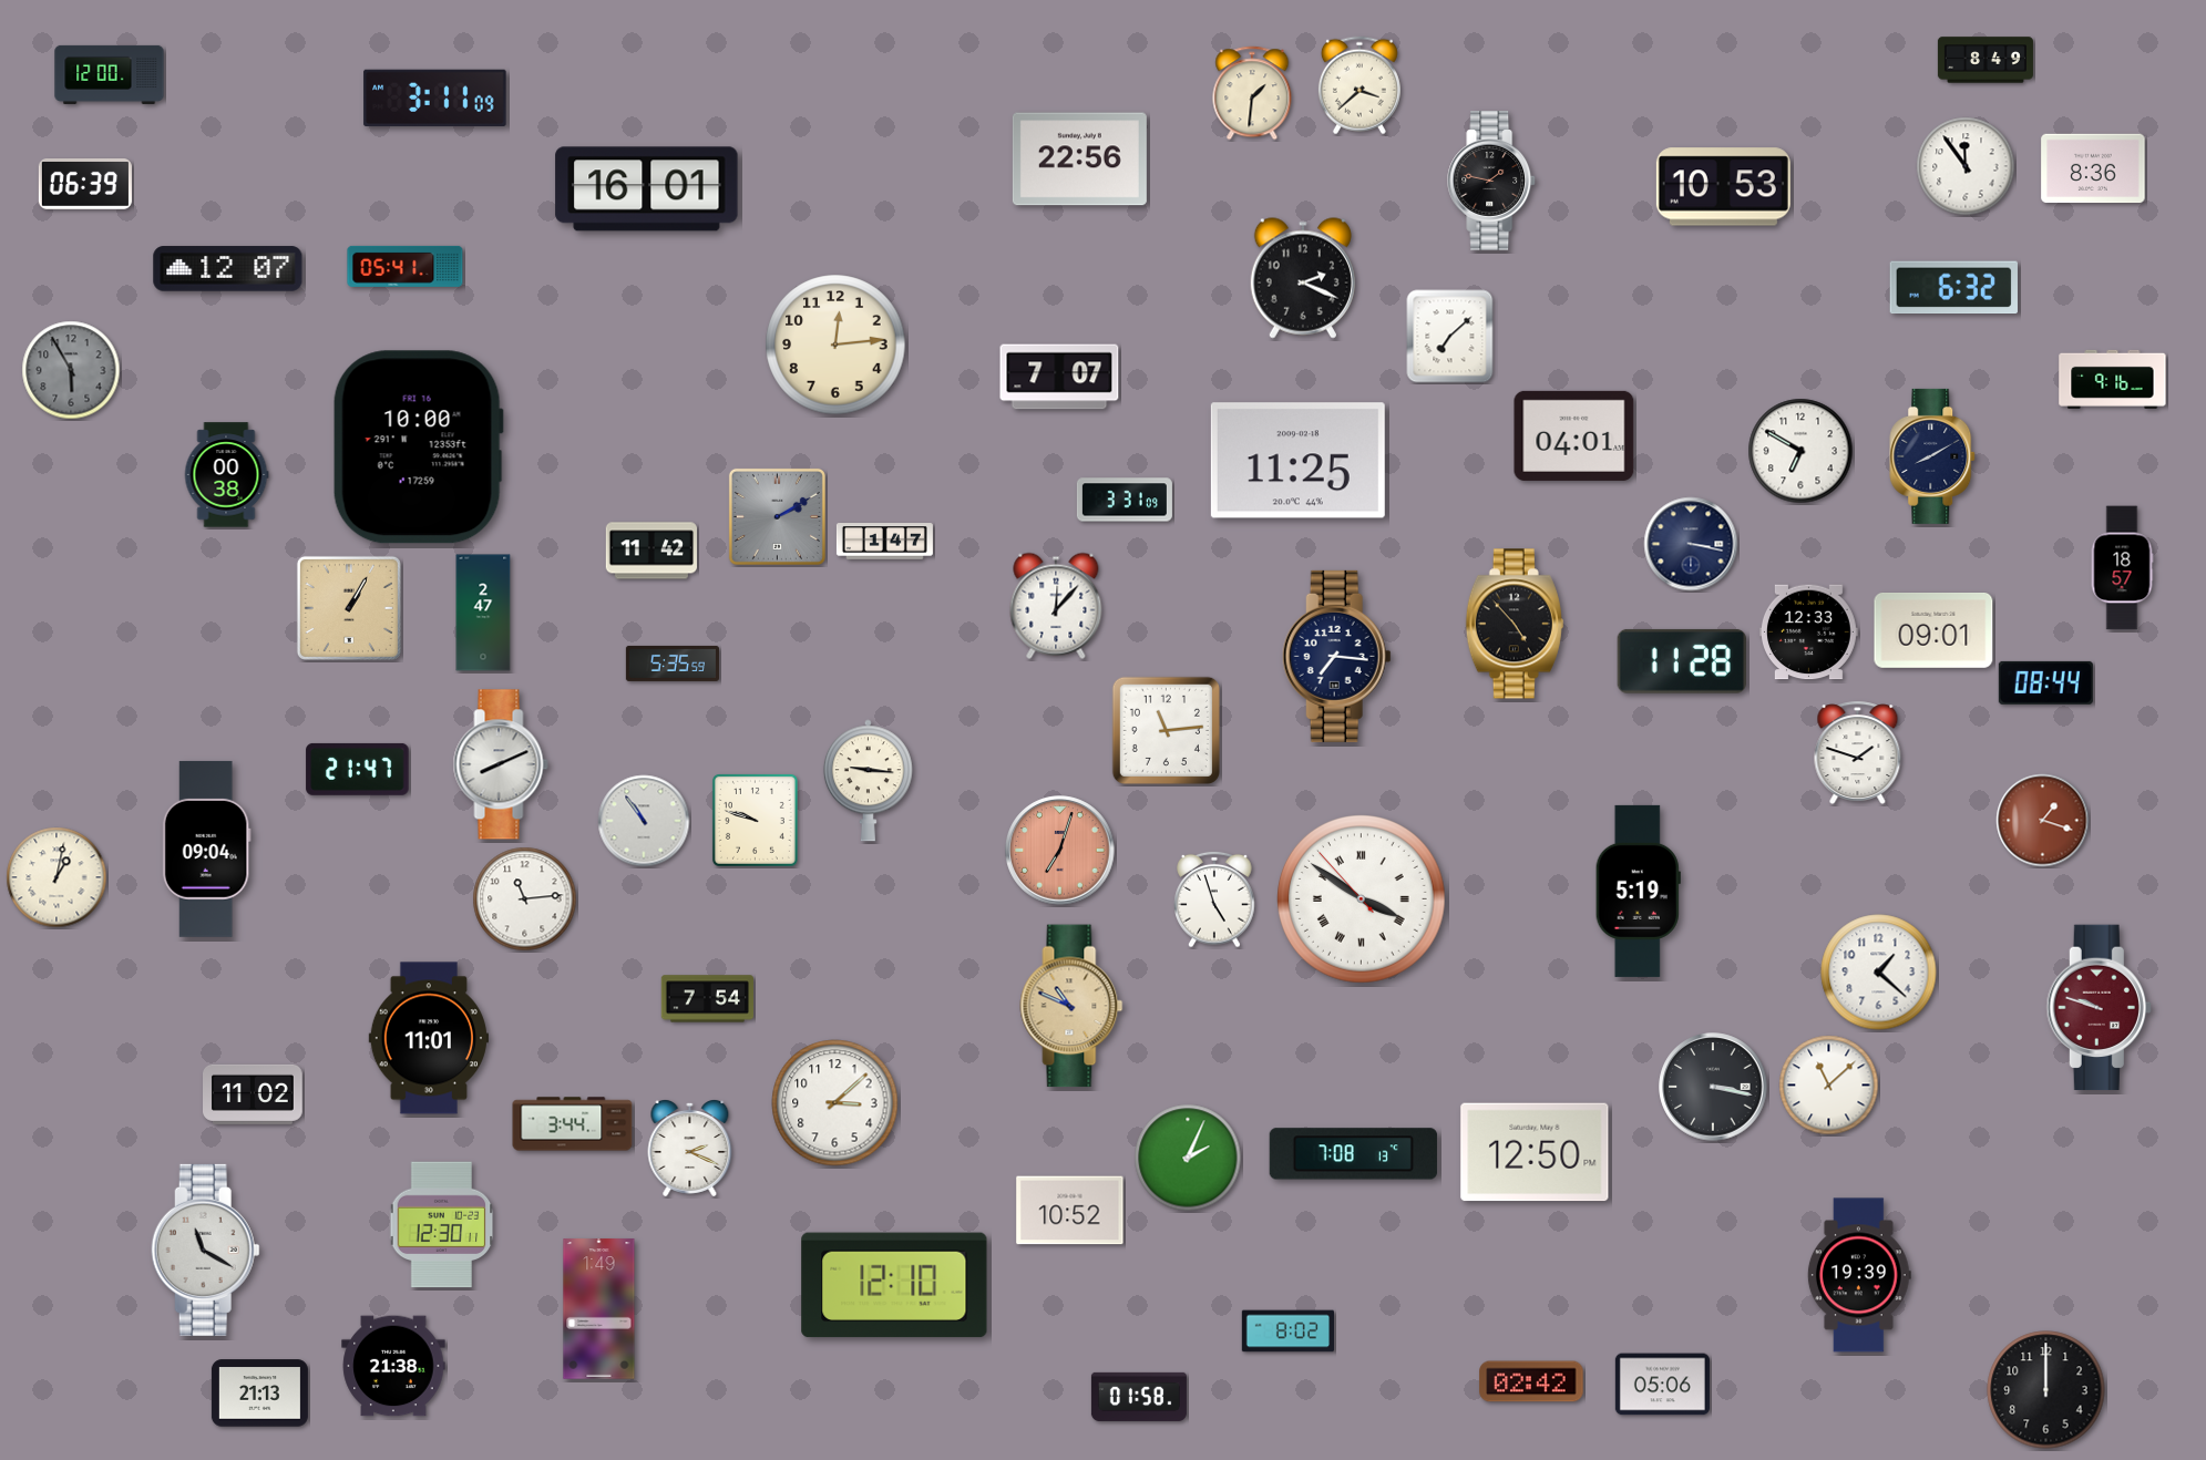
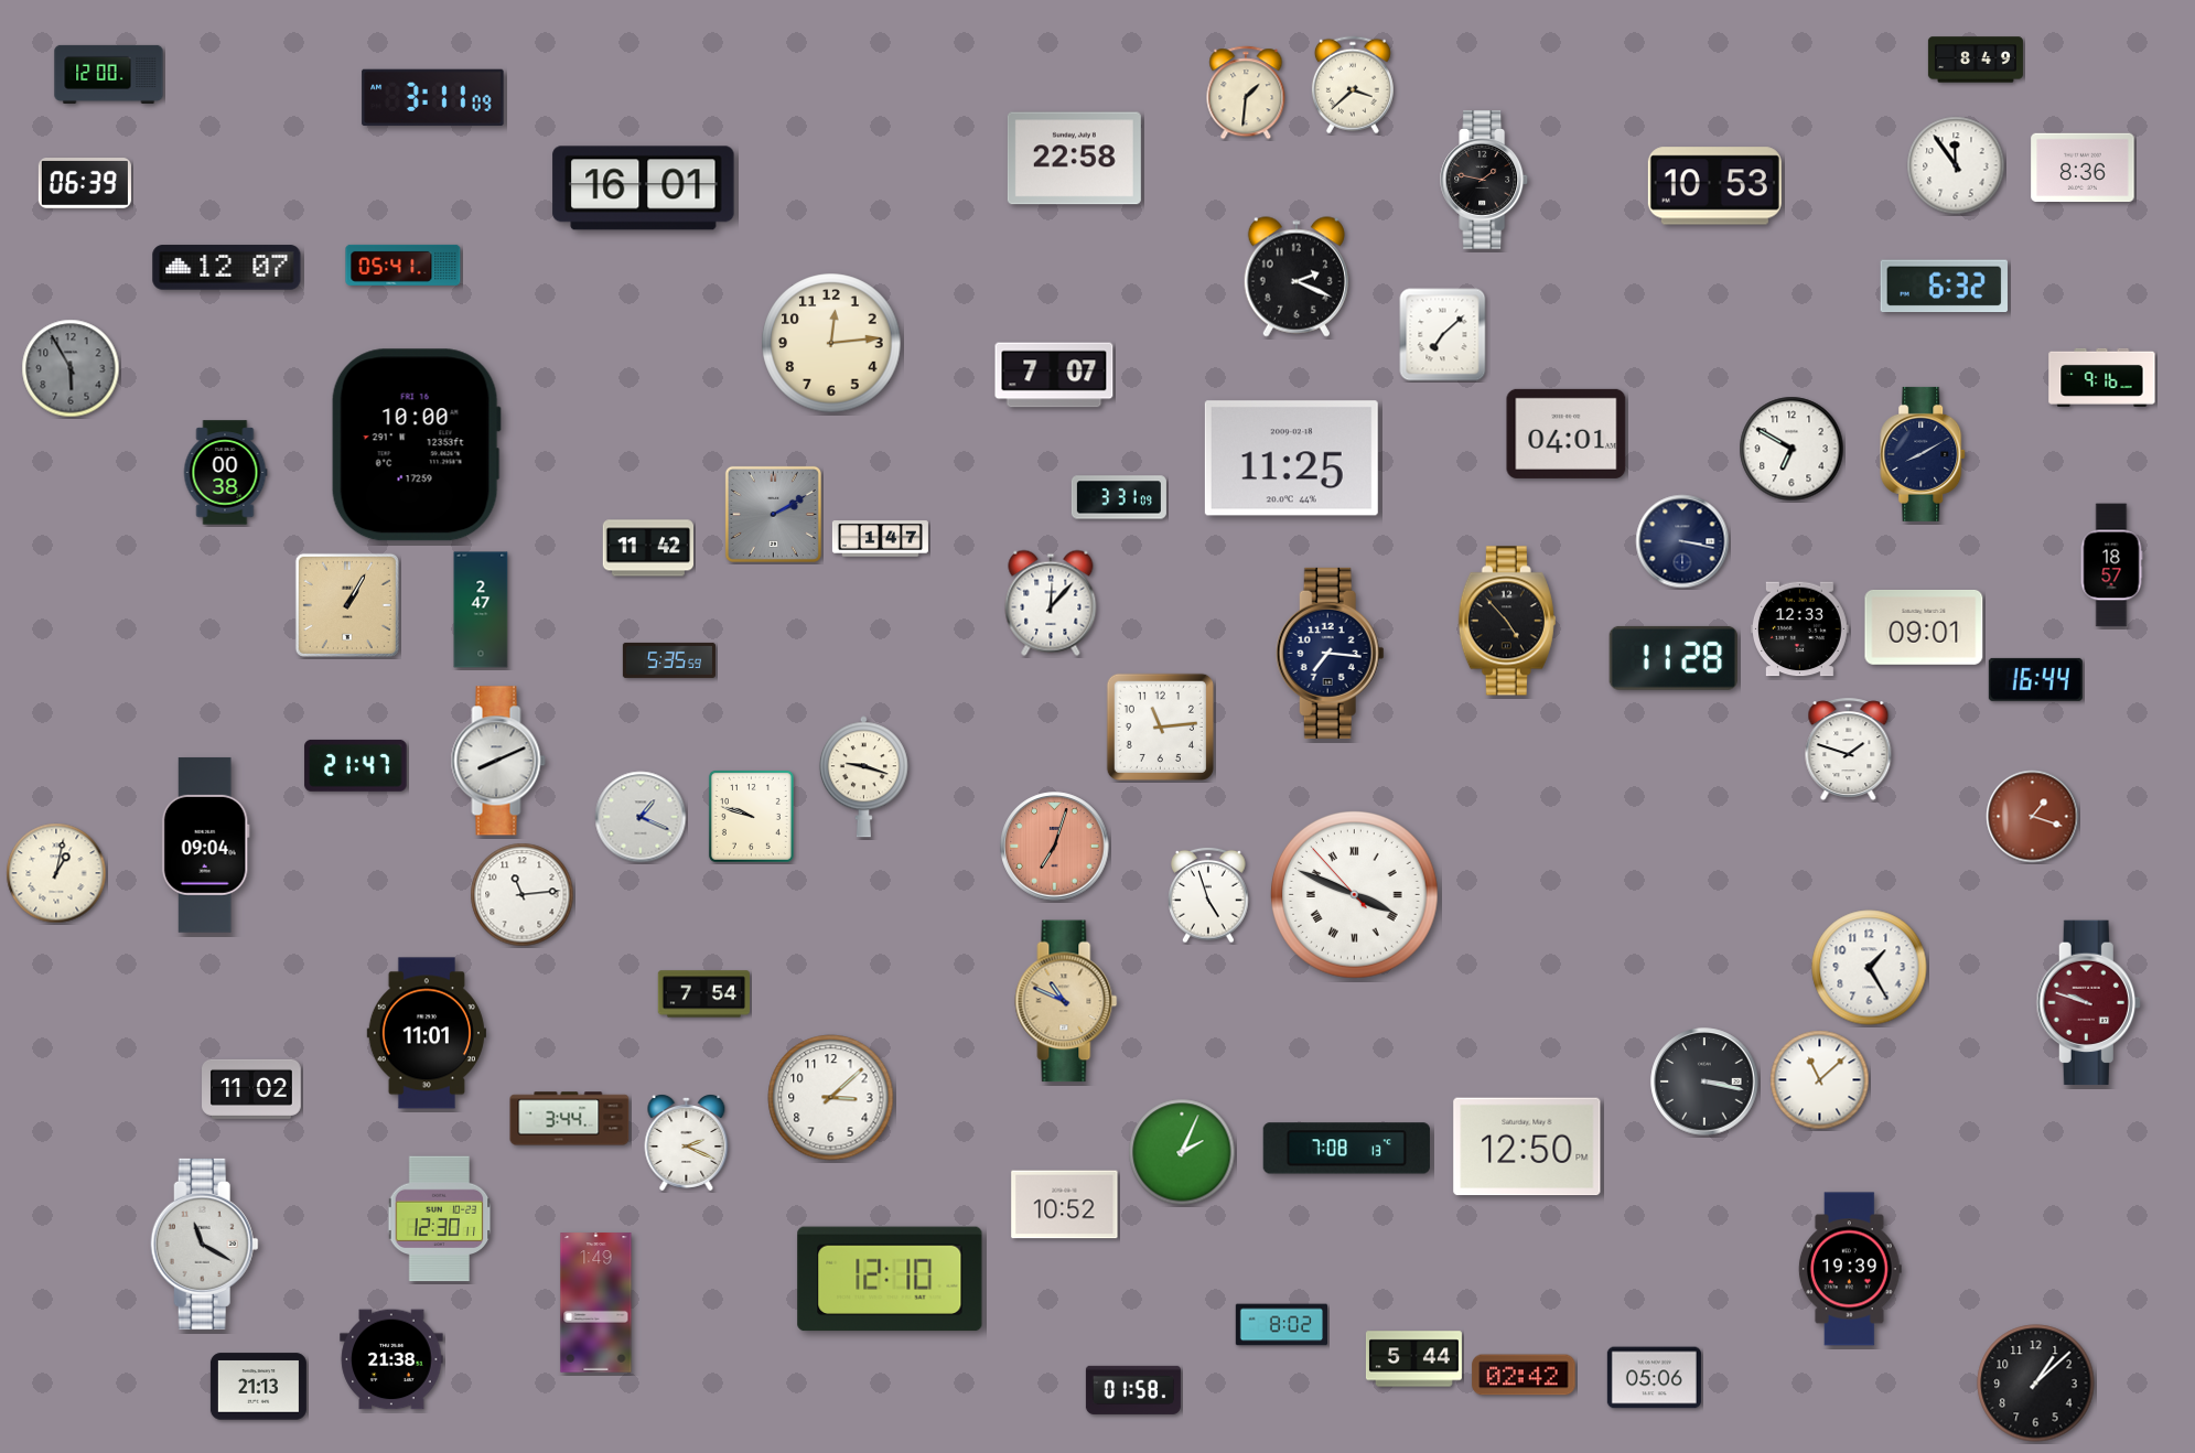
clock at (1079, 160): 22:56 -> 22:58
clock at (2045, 682): 08:44 -> 16:44
clock at (868, 781): 9:16 -> 9:18
clock at (644, 821): 10:54 -> 1:19
clock at (1638, 891): 5:19 -> none
clock at (1362, 899): 3:50 -> 3:48
clock at (1879, 973): 1:22 -> 1:25
clock at (1413, 1359): none -> 5:44
clock at (2046, 1390): 12:00 -> 1:08
